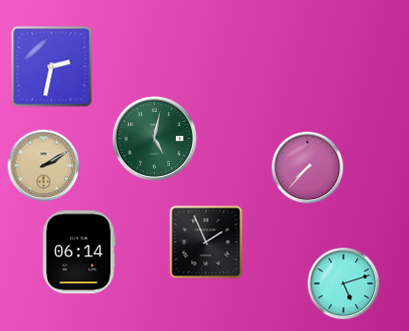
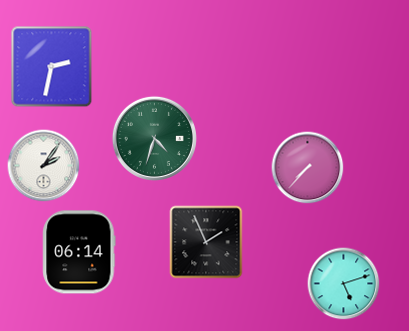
clock at (154, 138): 5:02 -> 4:33
clock at (44, 166): 2:10 -> 2:06
clock at (44, 166) dial: champagne -> white
